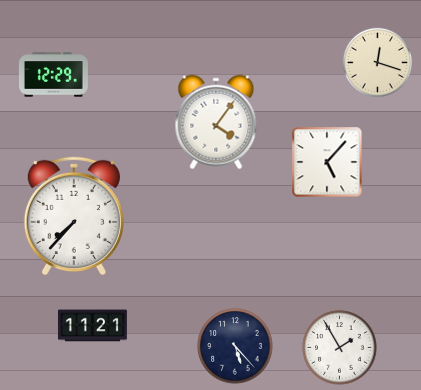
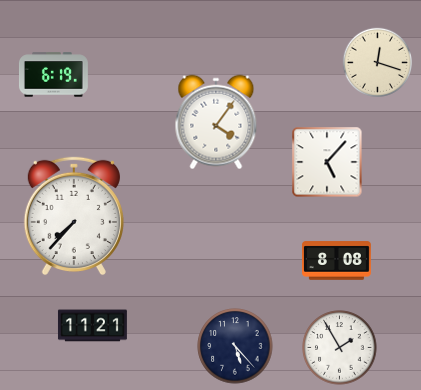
clock at (53, 75): 12:29 -> 6:19
clock at (337, 261): none -> 8:08
